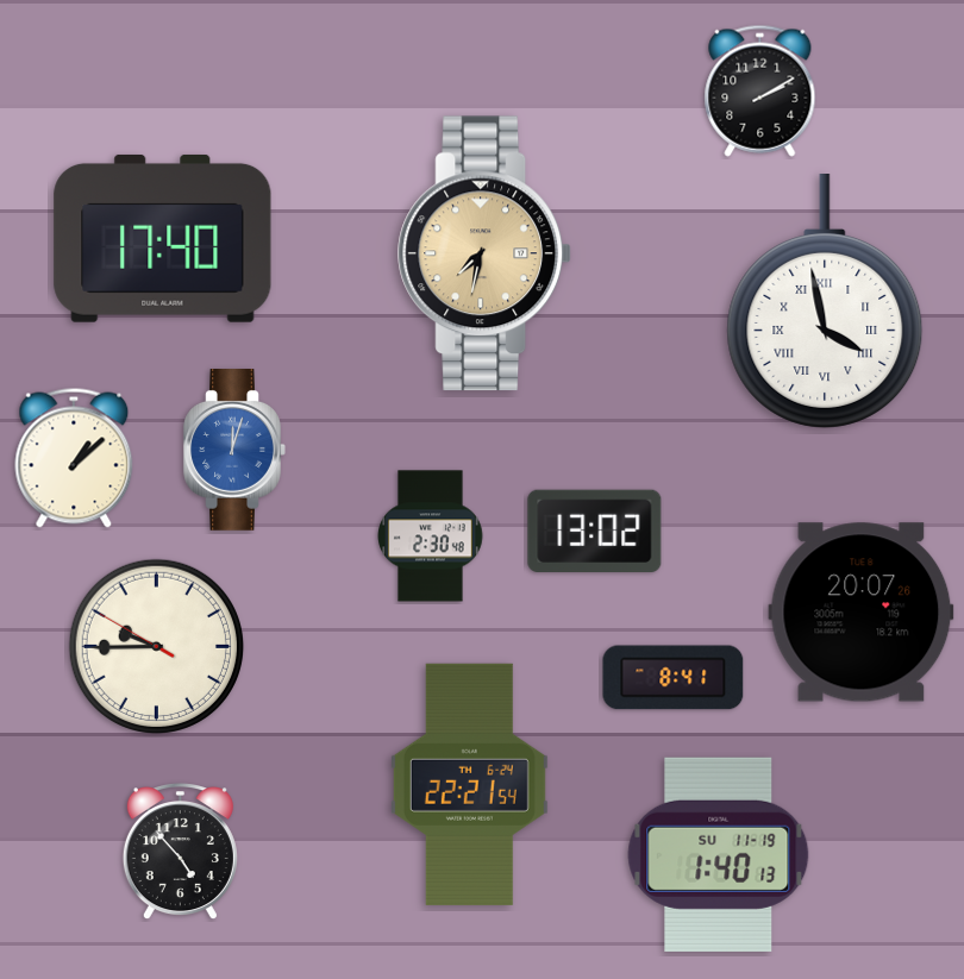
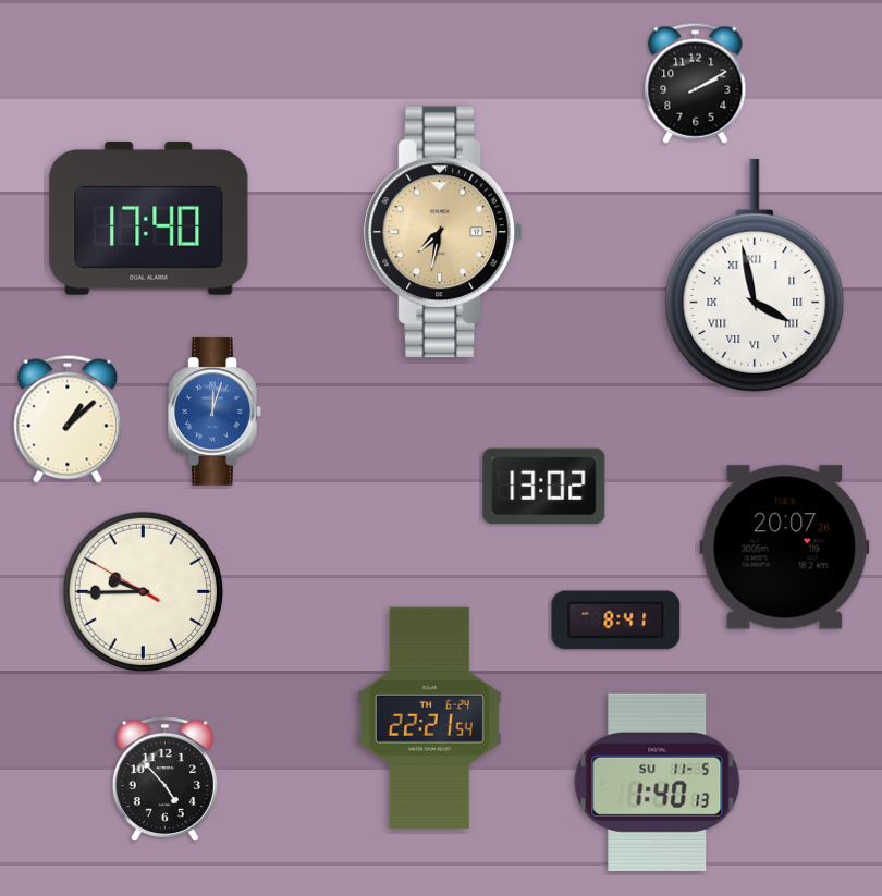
clock at (431, 536): 2:30 -> none
clock at (862, 613) position: (862, 613) -> (785, 548)
clock at (719, 854) date: SU 11-19 -> SU 11-5
